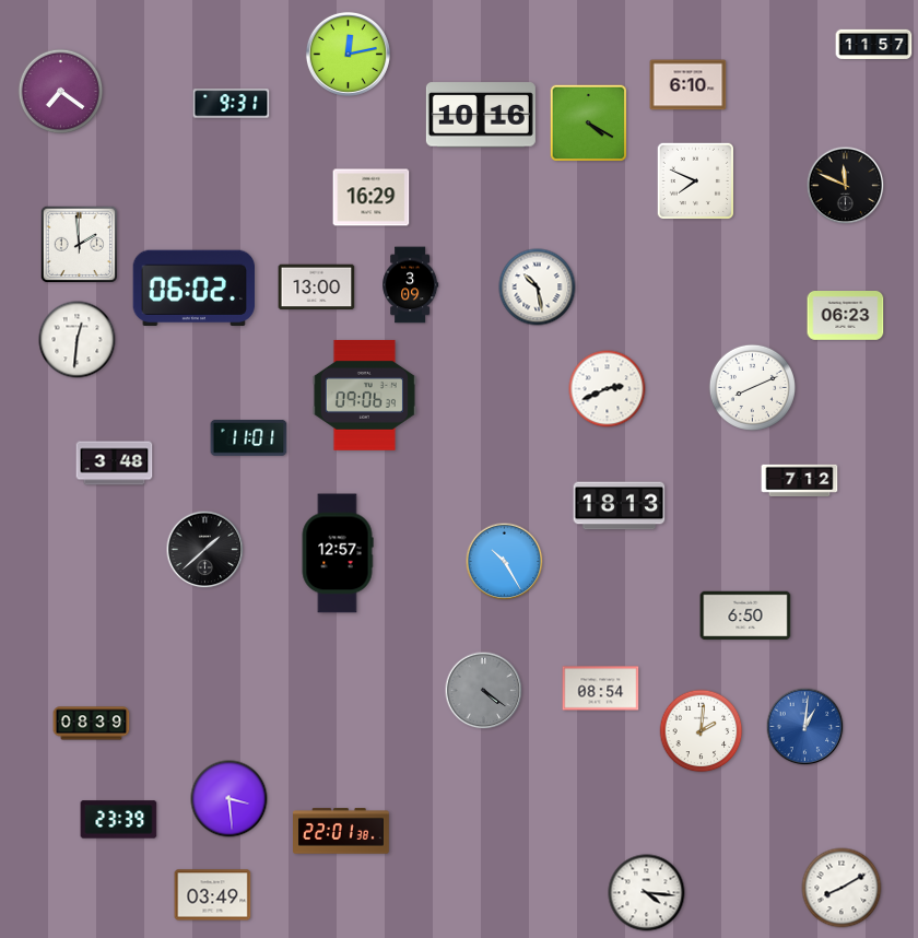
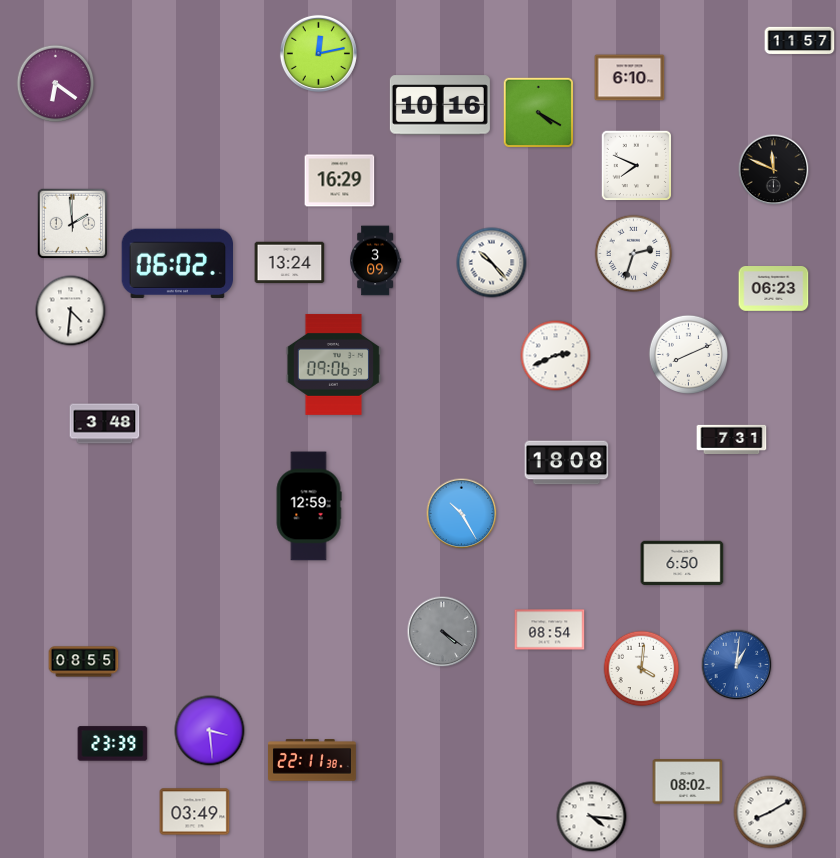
clock at (348, 54) position: (348, 54) -> (318, 53)
clock at (61, 92): 7:21 -> 6:21
clock at (232, 104): 9:31 -> none
clock at (634, 254): none -> 2:33
clock at (317, 288): 13:00 -> 13:24
clock at (538, 288): 10:28 -> 10:23
clock at (78, 340): 12:31 -> 4:31
clock at (364, 395) position: (364, 395) -> (333, 364)
clock at (249, 437): 11:01 -> none
clock at (800, 480): 7:12 -> 7:31
clock at (620, 506): 18:13 -> 18:08
clock at (205, 550): 1:38 -> none
clock at (338, 553): 12:57 -> 12:59
clock at (92, 724): 08:39 -> 08:55
clock at (702, 731): 2:01 -> 4:01
clock at (119, 820) position: (119, 820) -> (113, 744)
clock at (342, 831): 22:01 -> 22:11
clock at (688, 782): none -> 08:02
clock at (213, 895) position: (213, 895) -> (195, 812)
